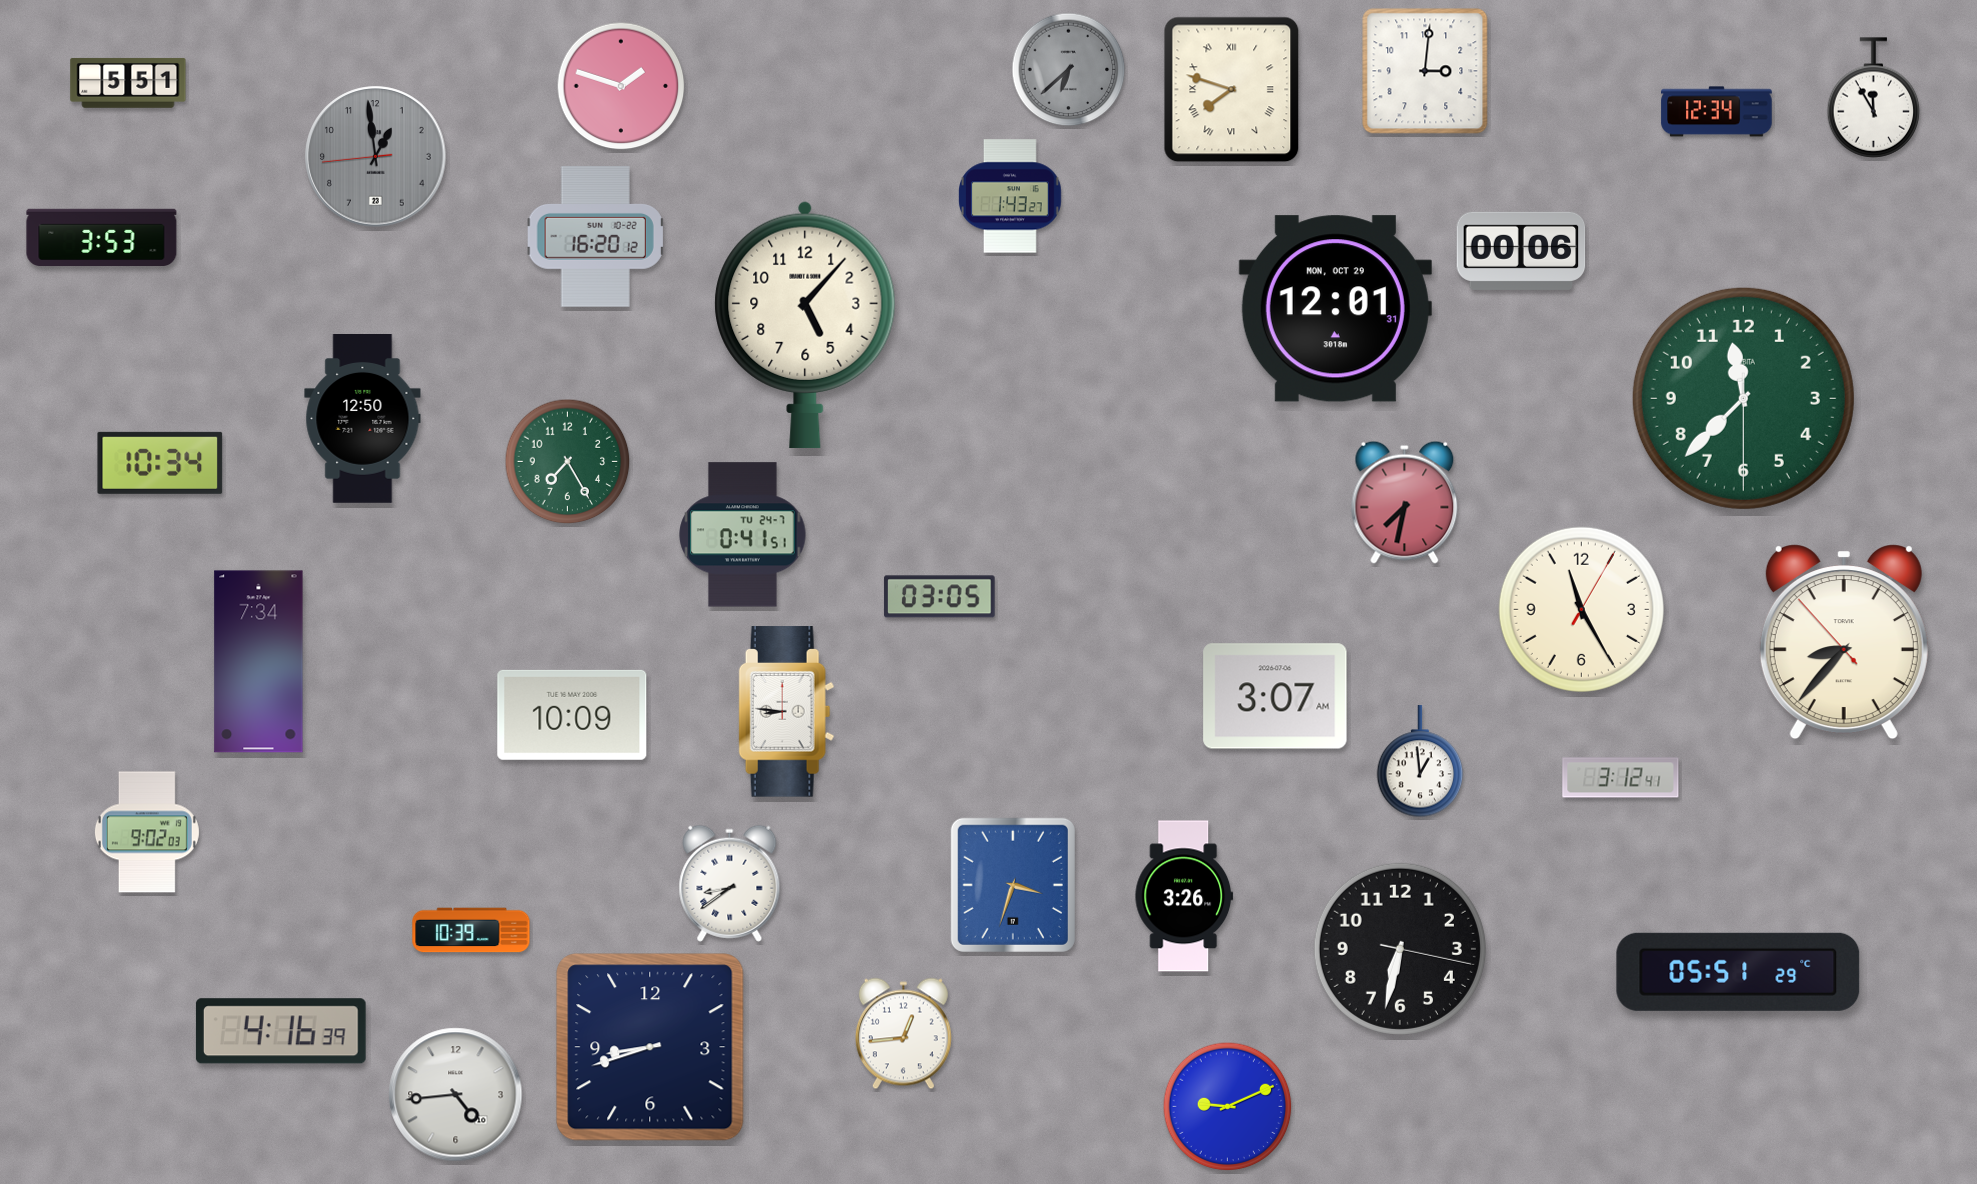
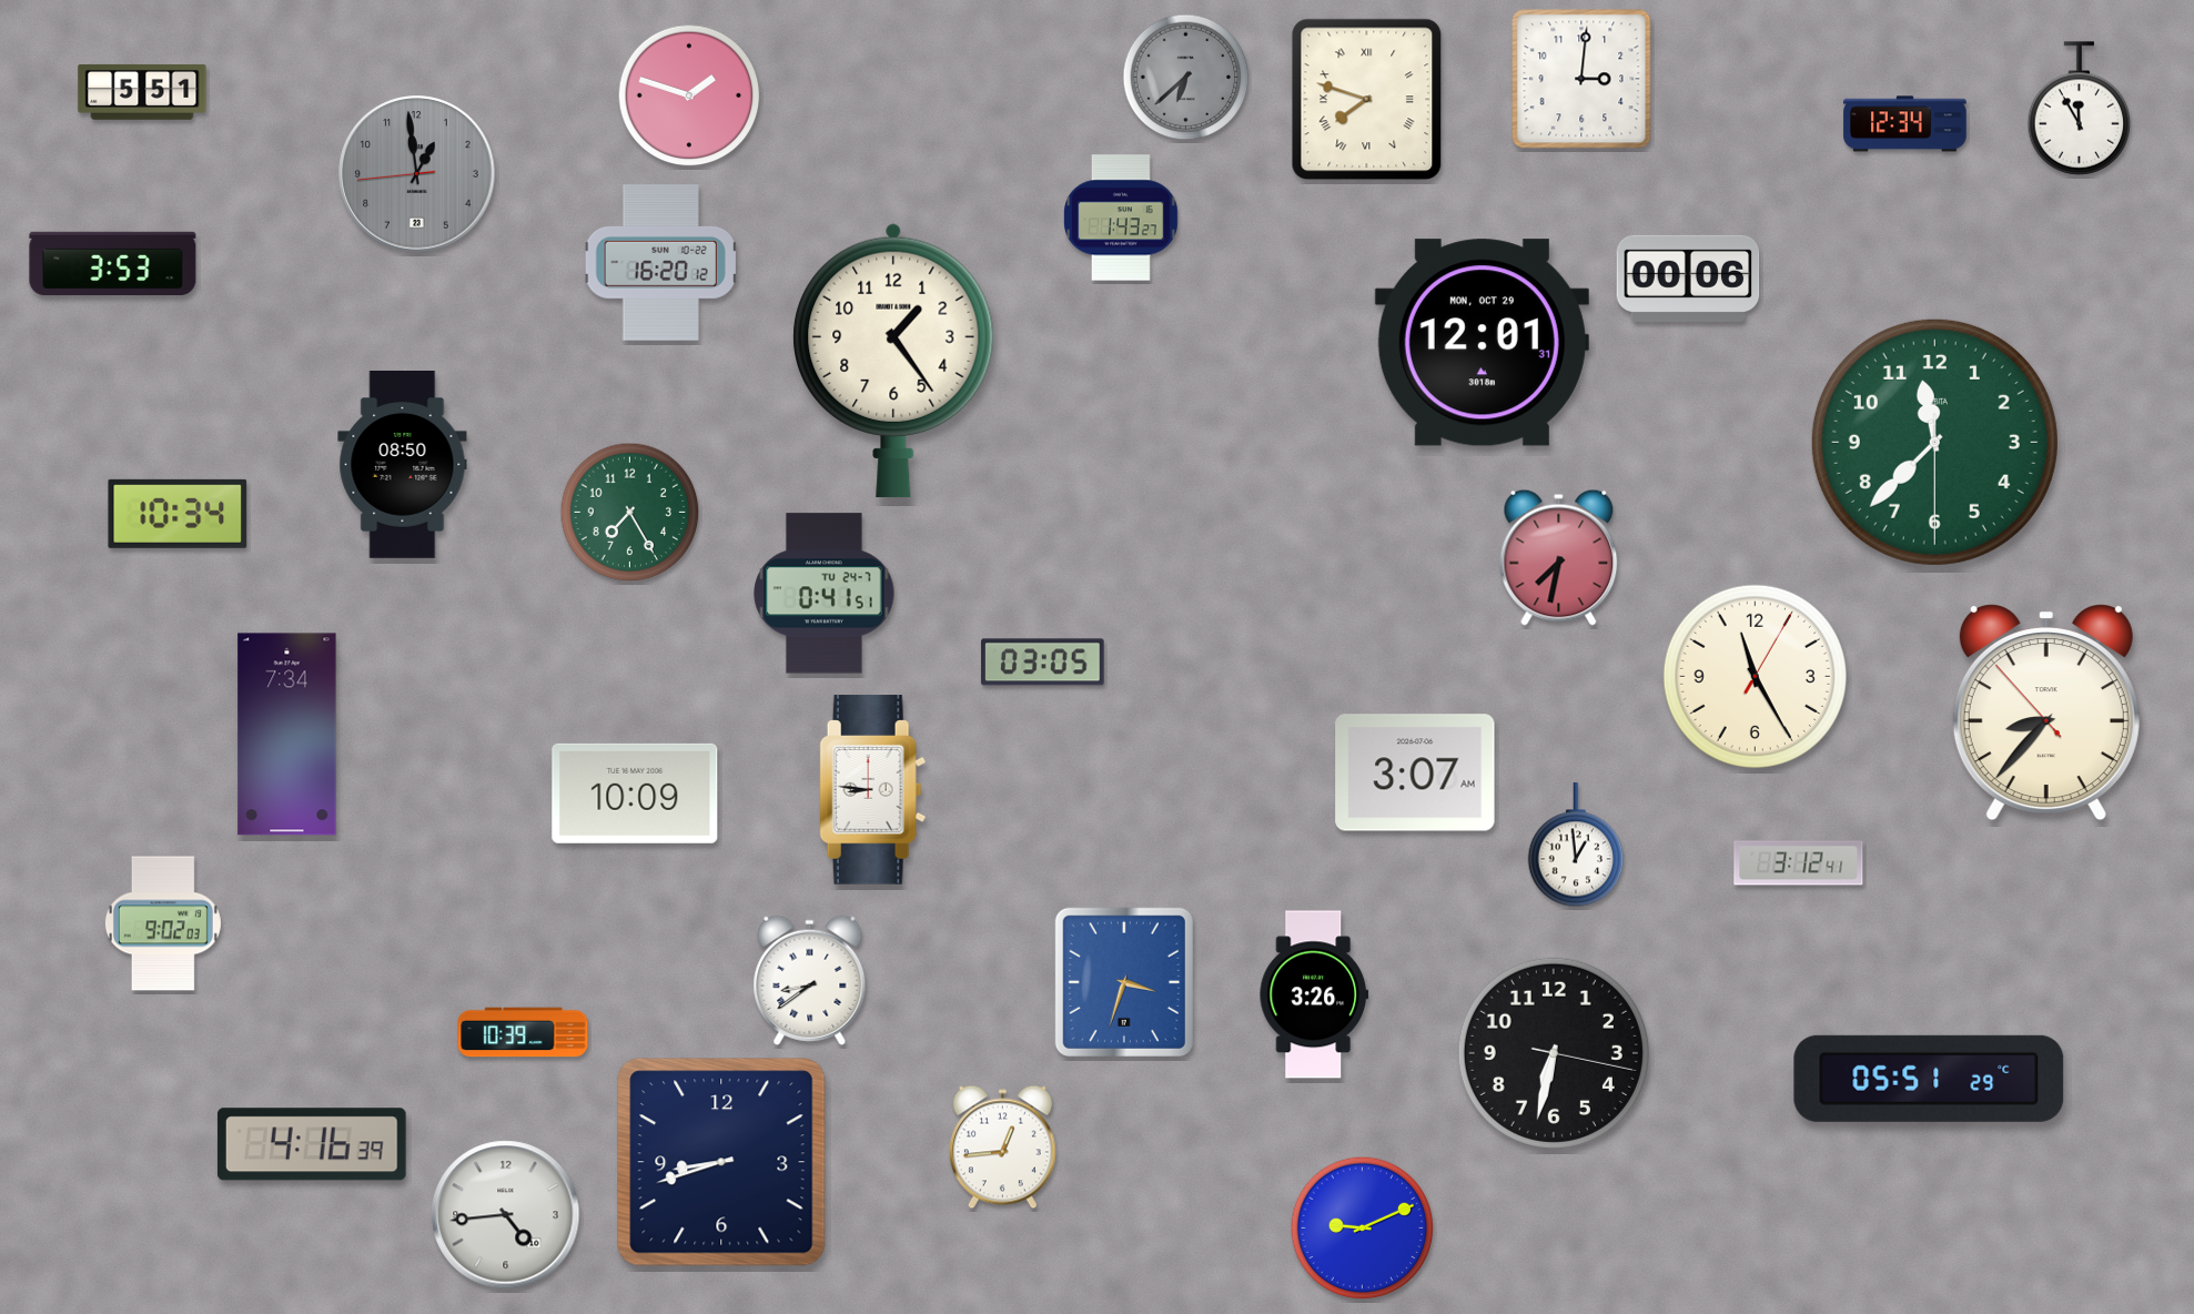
clock at (805, 325): 5:07 -> 1:24
clock at (363, 419): 12:50 -> 08:50
